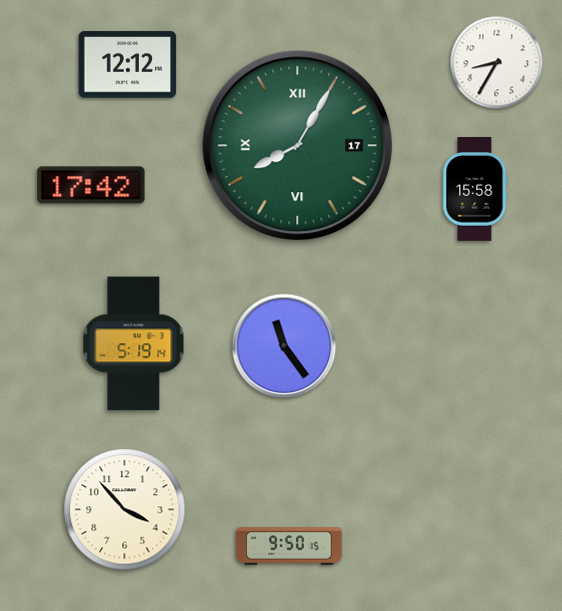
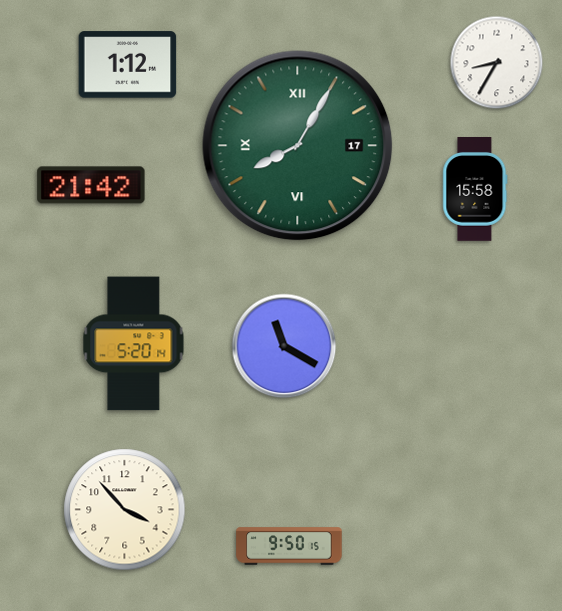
clock at (128, 65): 12:12 -> 1:12
clock at (91, 185): 17:42 -> 21:42
clock at (134, 344): 5:19 -> 5:20
clock at (284, 346): 11:24 -> 11:20
